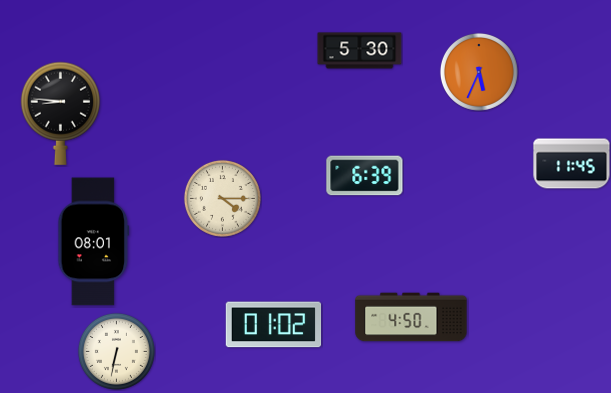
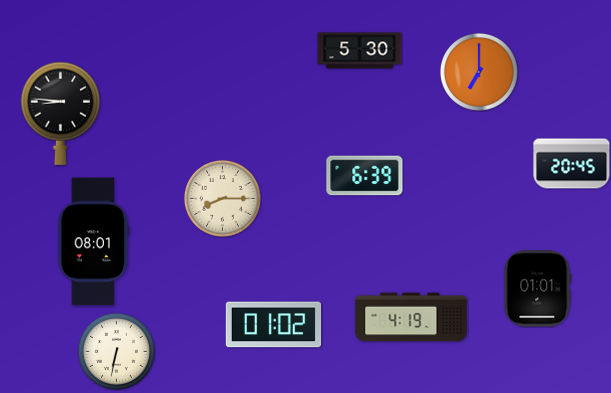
clock at (479, 72): 5:34 -> 7:00
clock at (572, 164): 11:45 -> 20:45
clock at (222, 198): 4:15 -> 8:15
clock at (538, 289): none -> 01:01
clock at (411, 317): 4:50 -> 4:19
